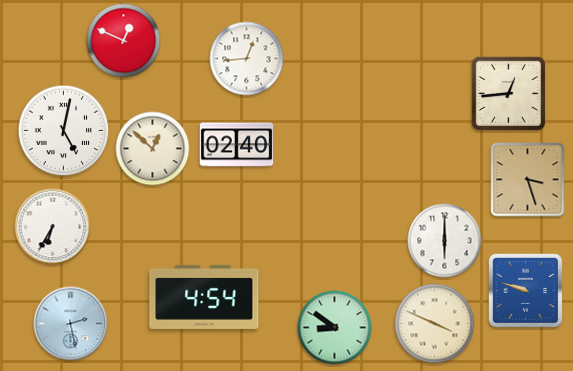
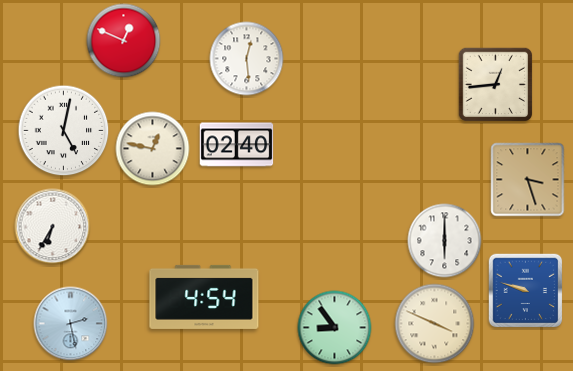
clock at (247, 59): 12:44 -> 12:29
clock at (509, 94) position: (509, 94) -> (496, 85)
clock at (153, 149): 12:52 -> 12:47
clock at (335, 328): 8:51 -> 8:54
